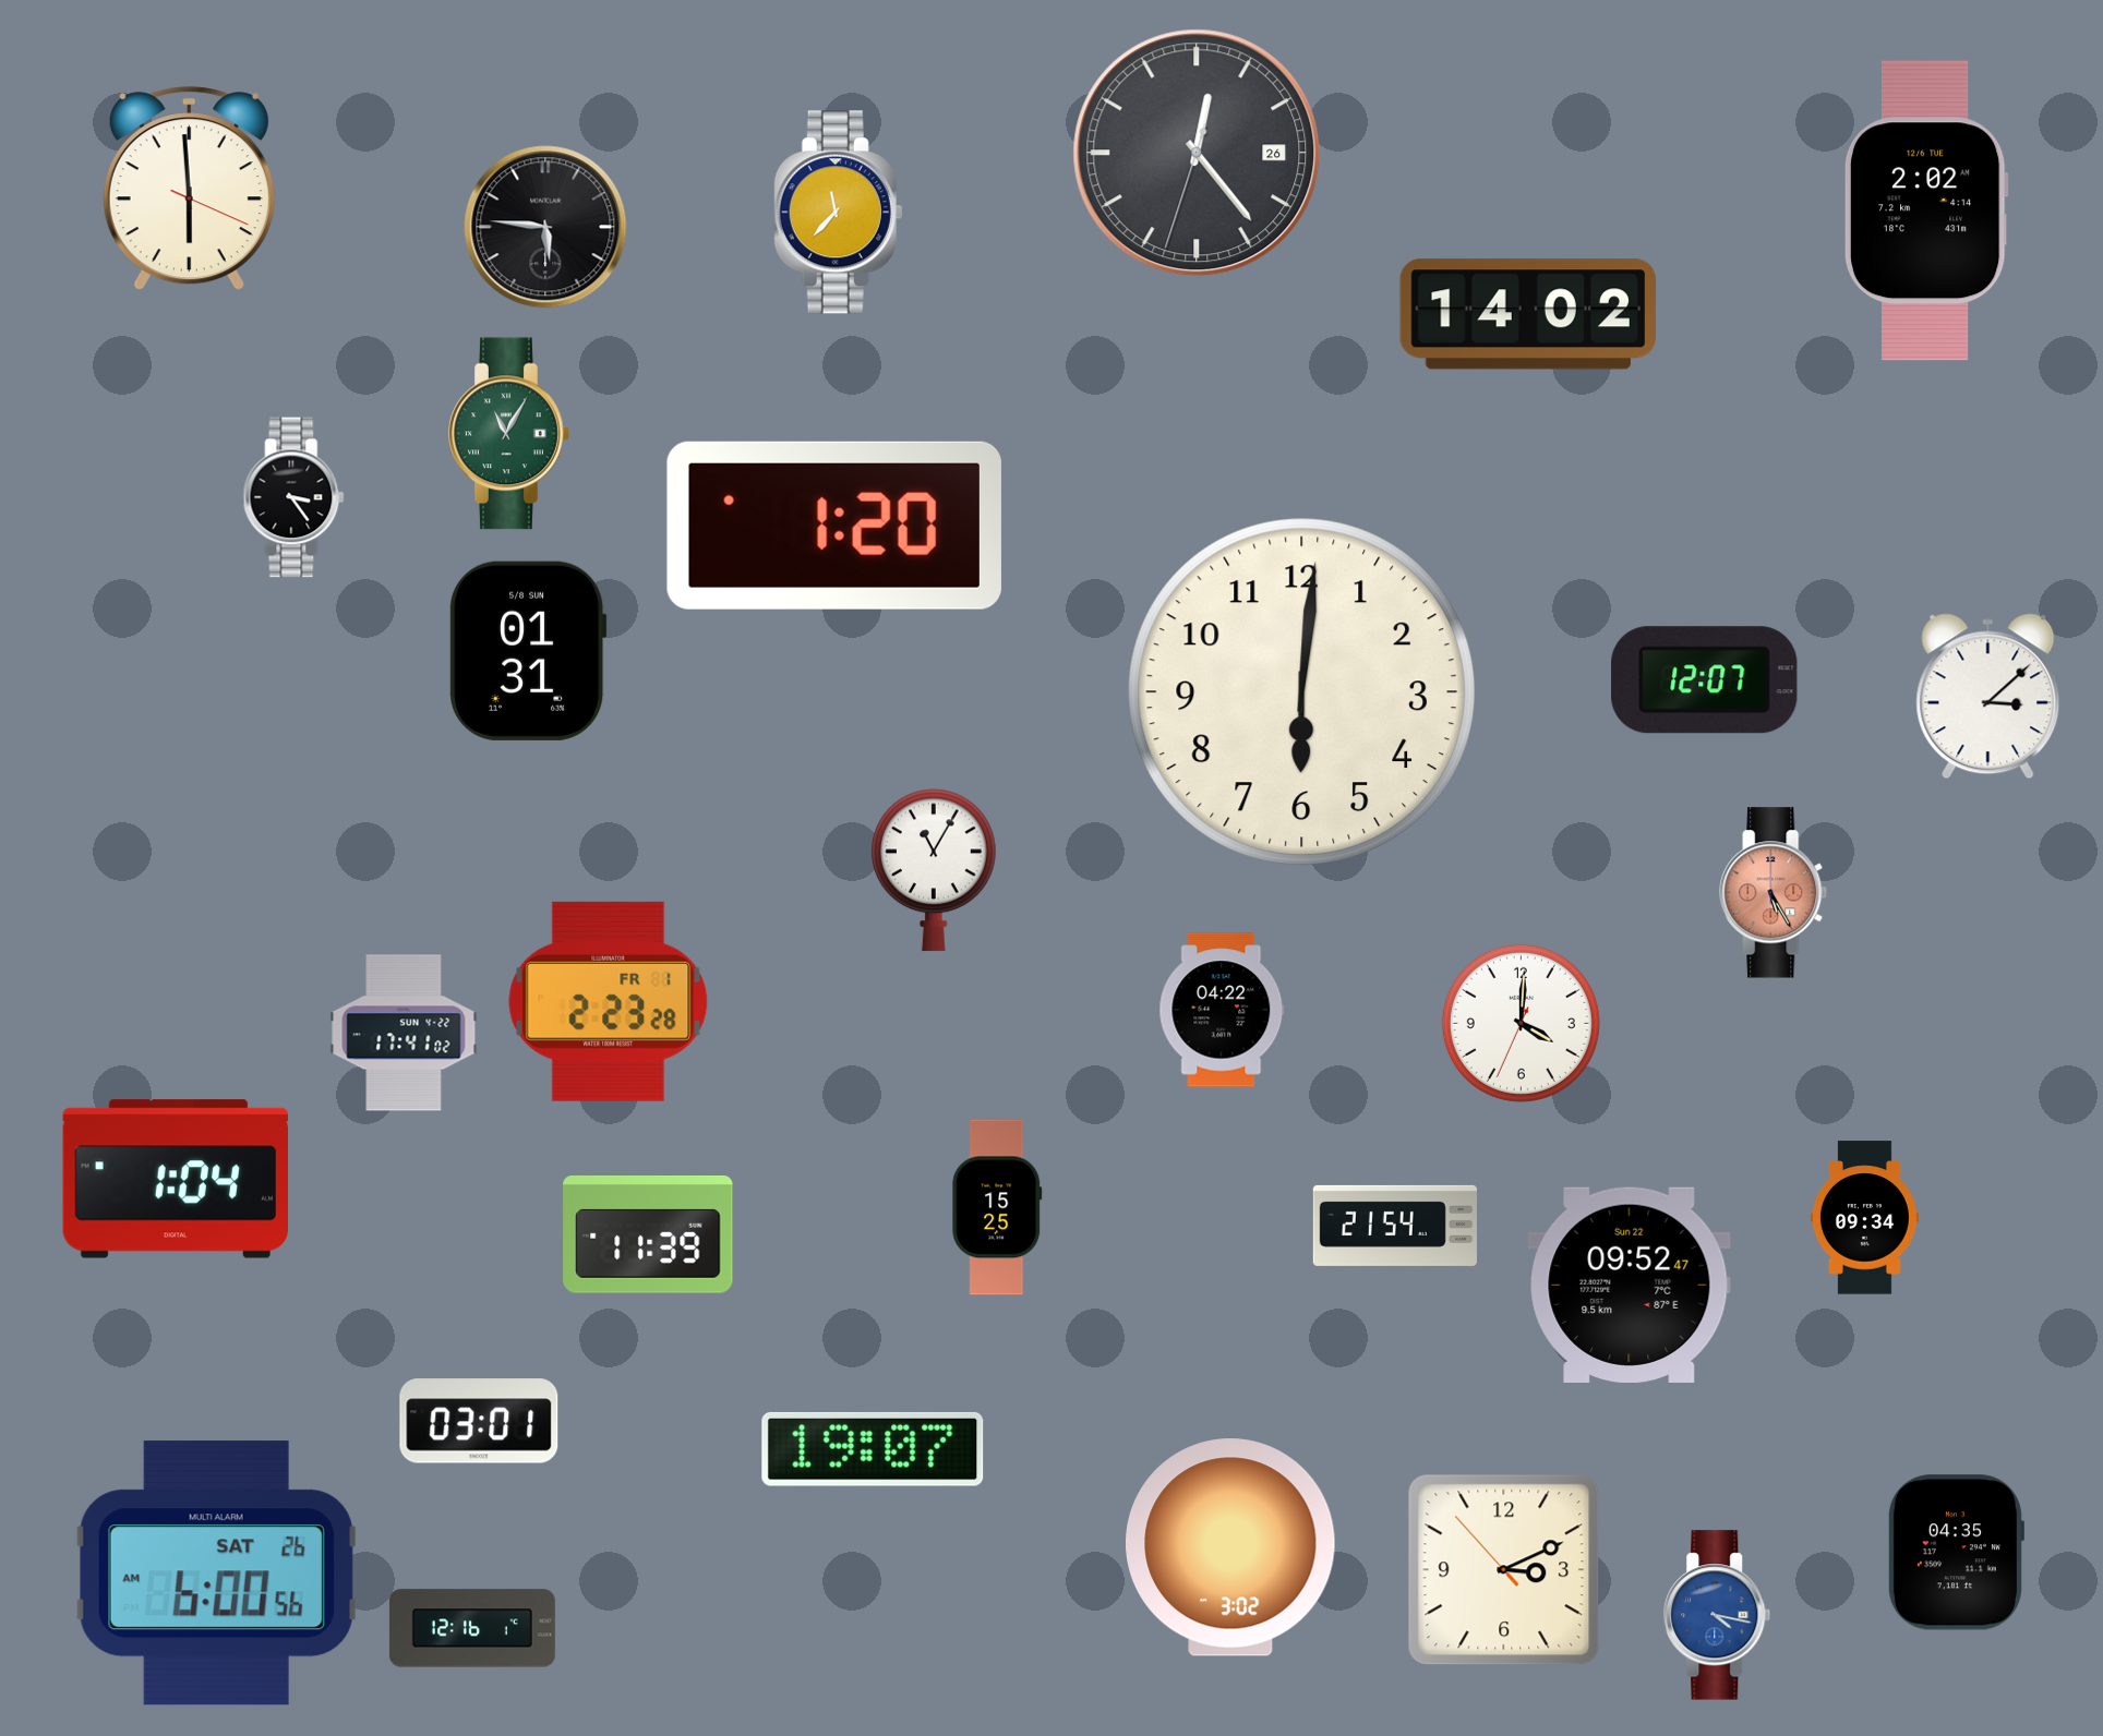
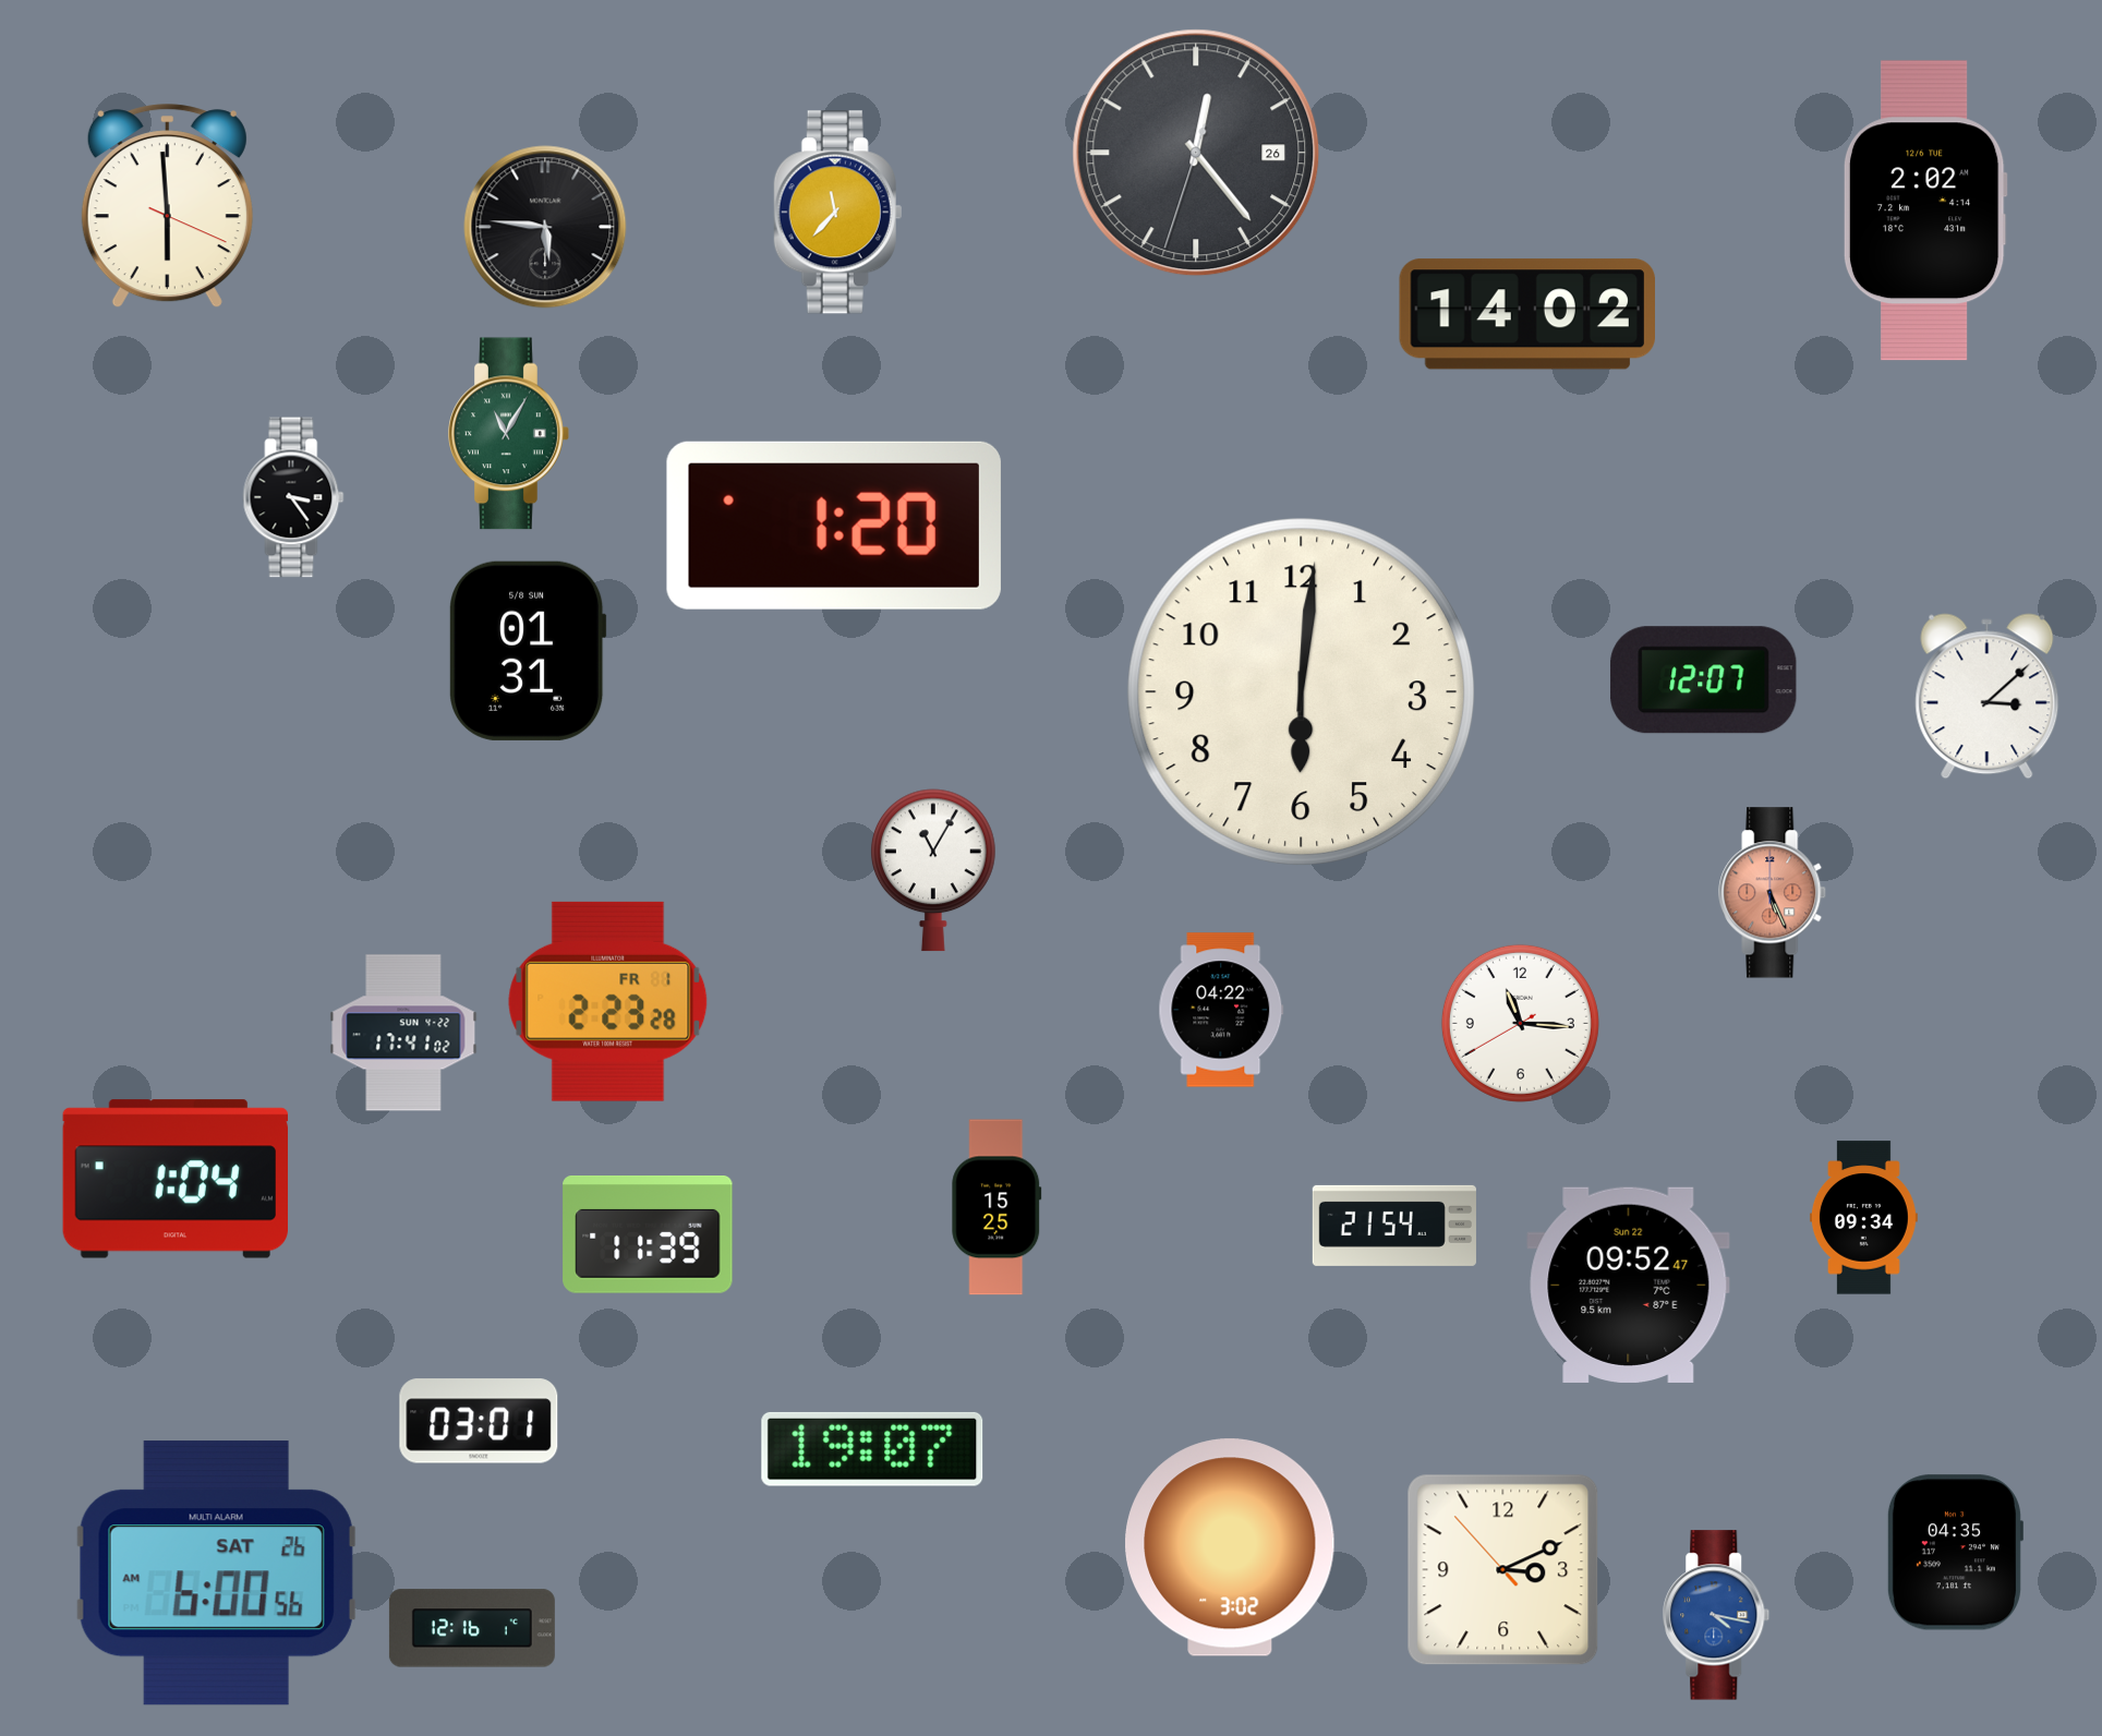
clock at (189, 189) position: (189, 189) -> (167, 206)
clock at (1774, 893): 5:25 -> 5:26
clock at (1521, 1023): 4:00 -> 11:15
